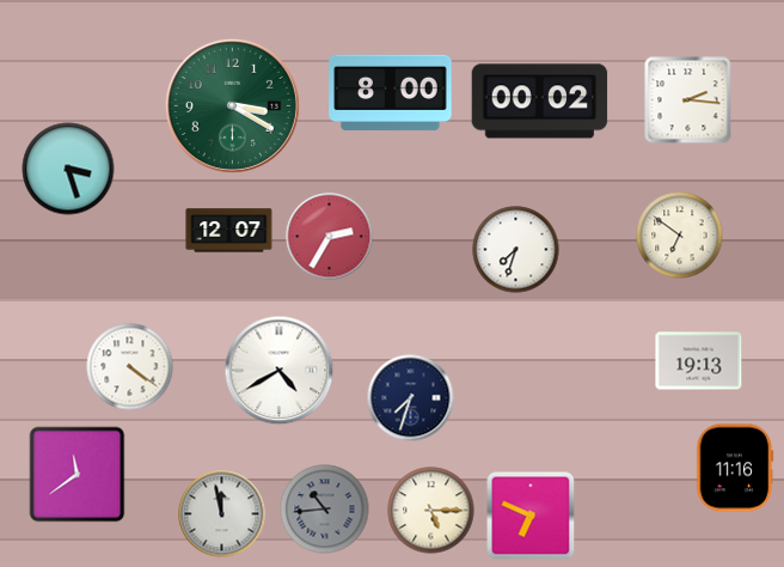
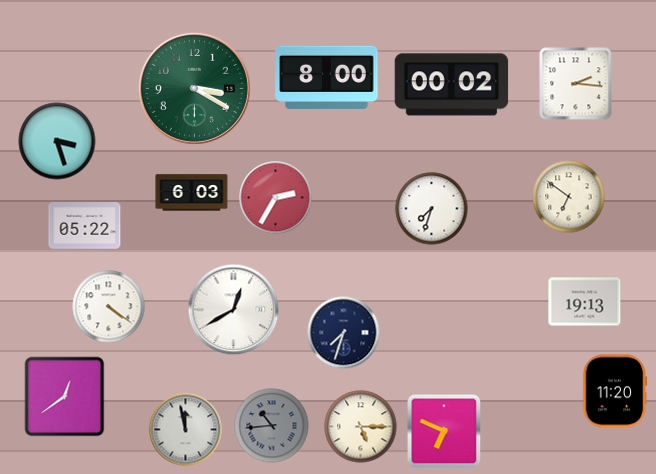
clock at (229, 231): 12:07 -> 6:03
clock at (85, 226): none -> 05:22
clock at (280, 371): 4:40 -> 12:40
clock at (735, 468): 11:16 -> 11:20
clock at (78, 475): 11:39 -> 12:39
